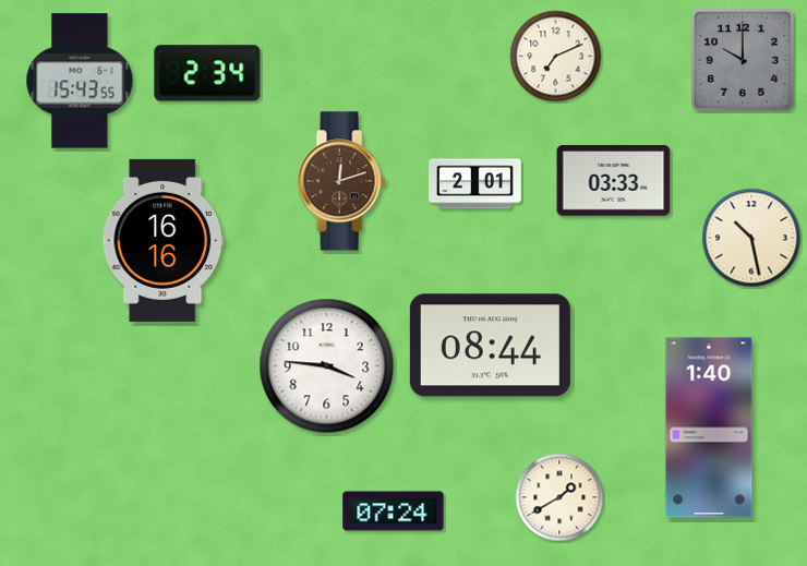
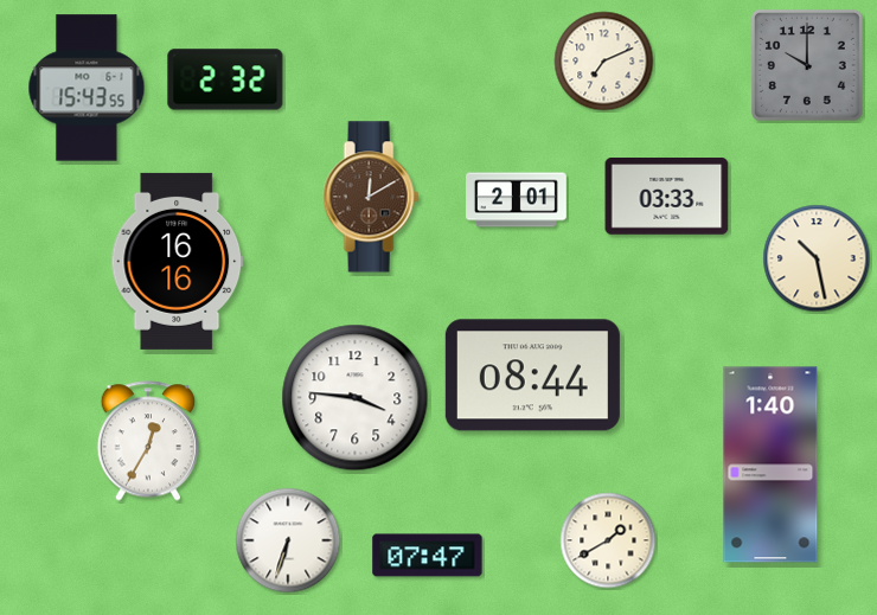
clock at (207, 73): 2:34 -> 2:32
clock at (341, 181): 12:12 -> 12:10
clock at (148, 441): none -> 12:35
clock at (288, 540): none -> 6:33
clock at (394, 511): 07:24 -> 07:47
